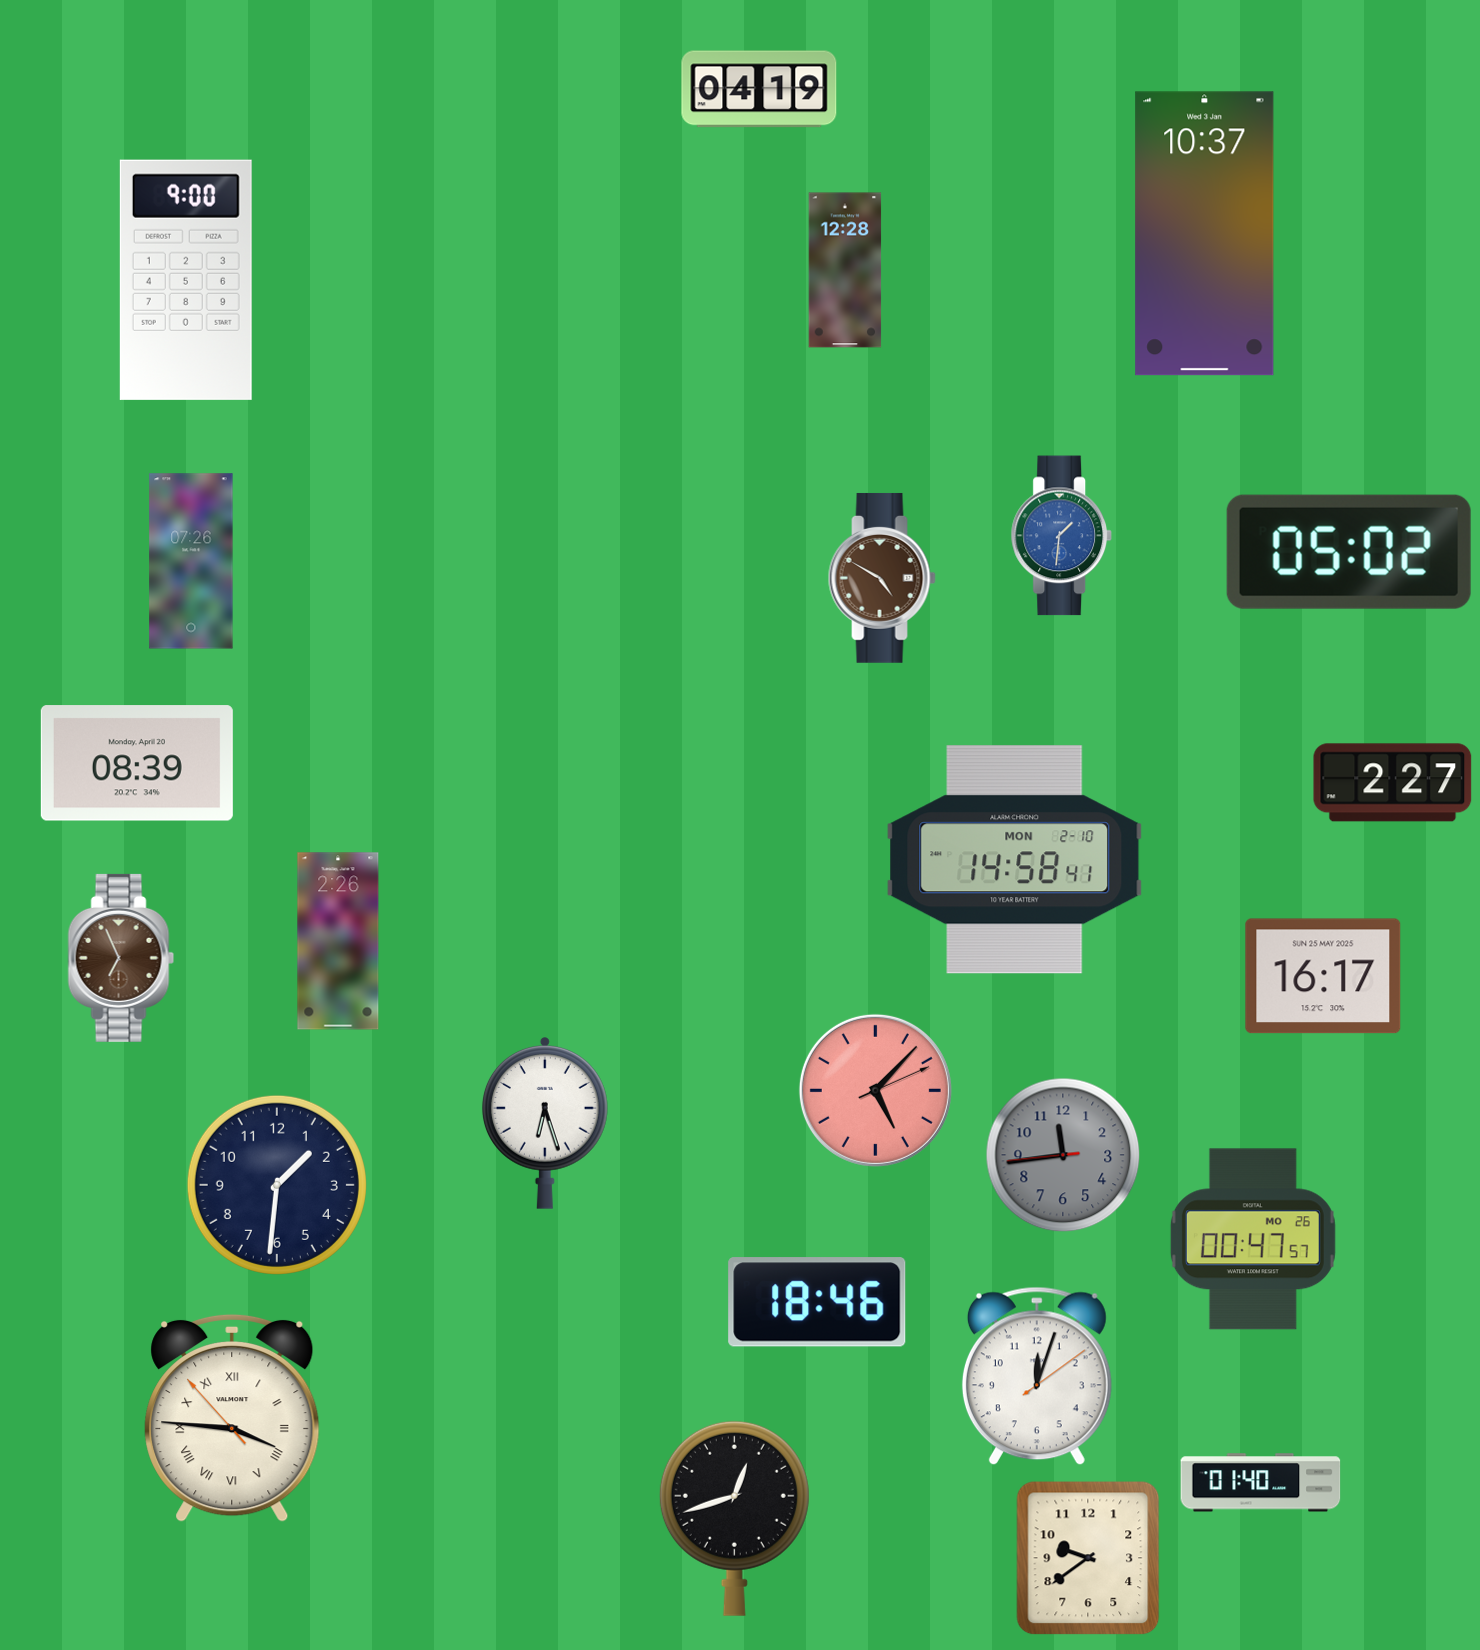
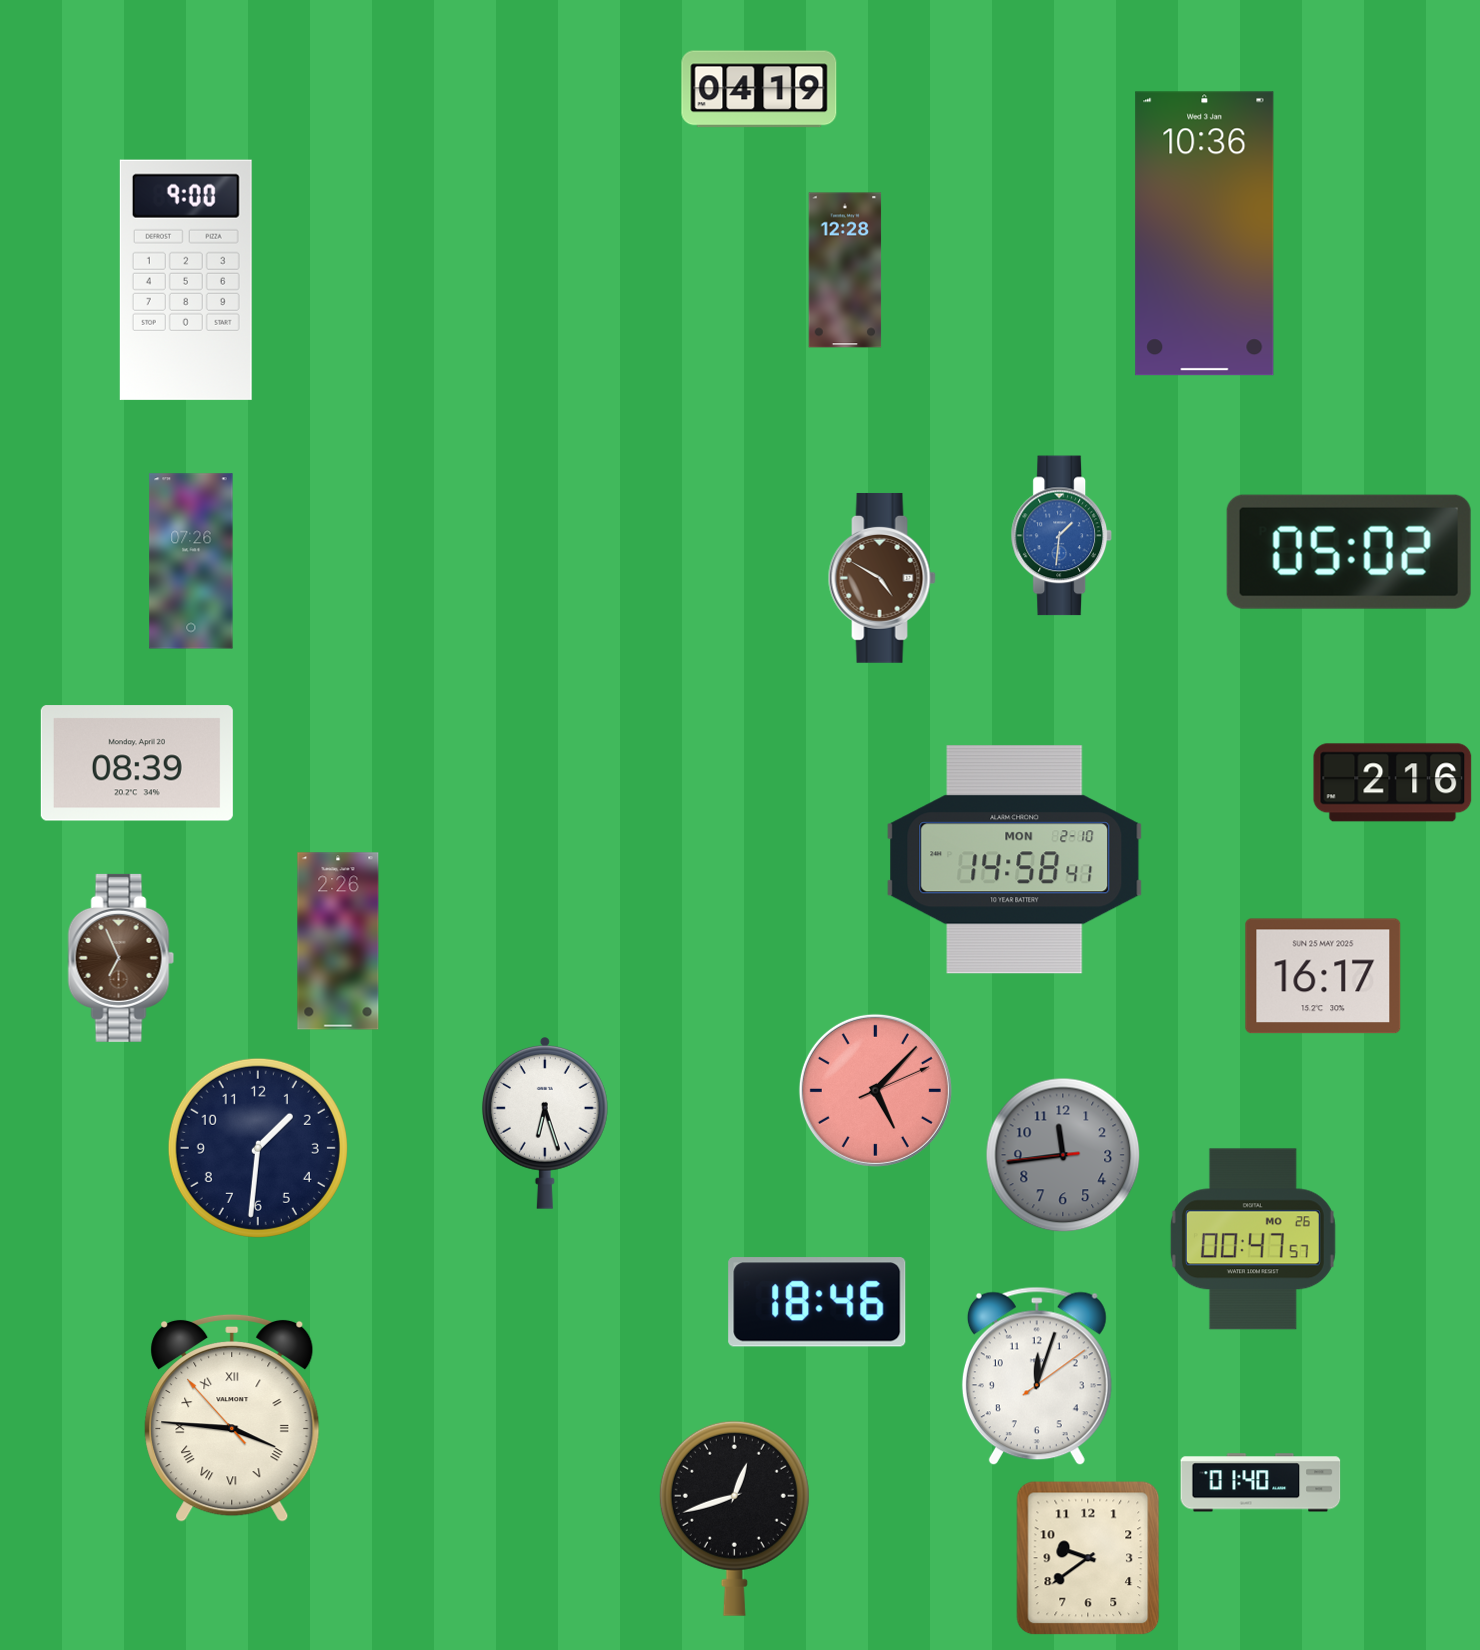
clock at (1205, 234): 10:37 -> 10:36
clock at (1393, 783): 2:27 -> 2:16
clock at (277, 1185) position: (277, 1185) -> (258, 1148)
